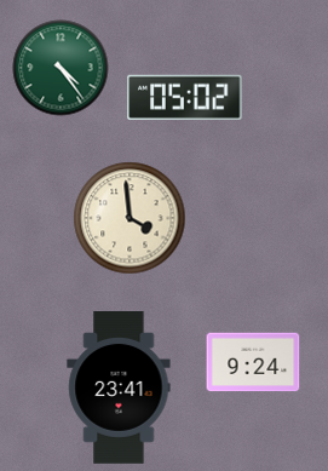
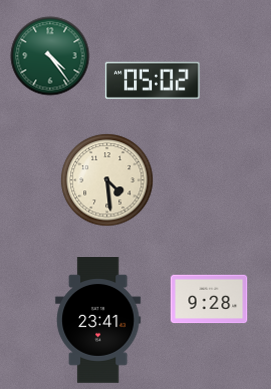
clock at (130, 218): 3:59 -> 4:29
clock at (253, 362): 9:24 -> 9:28
